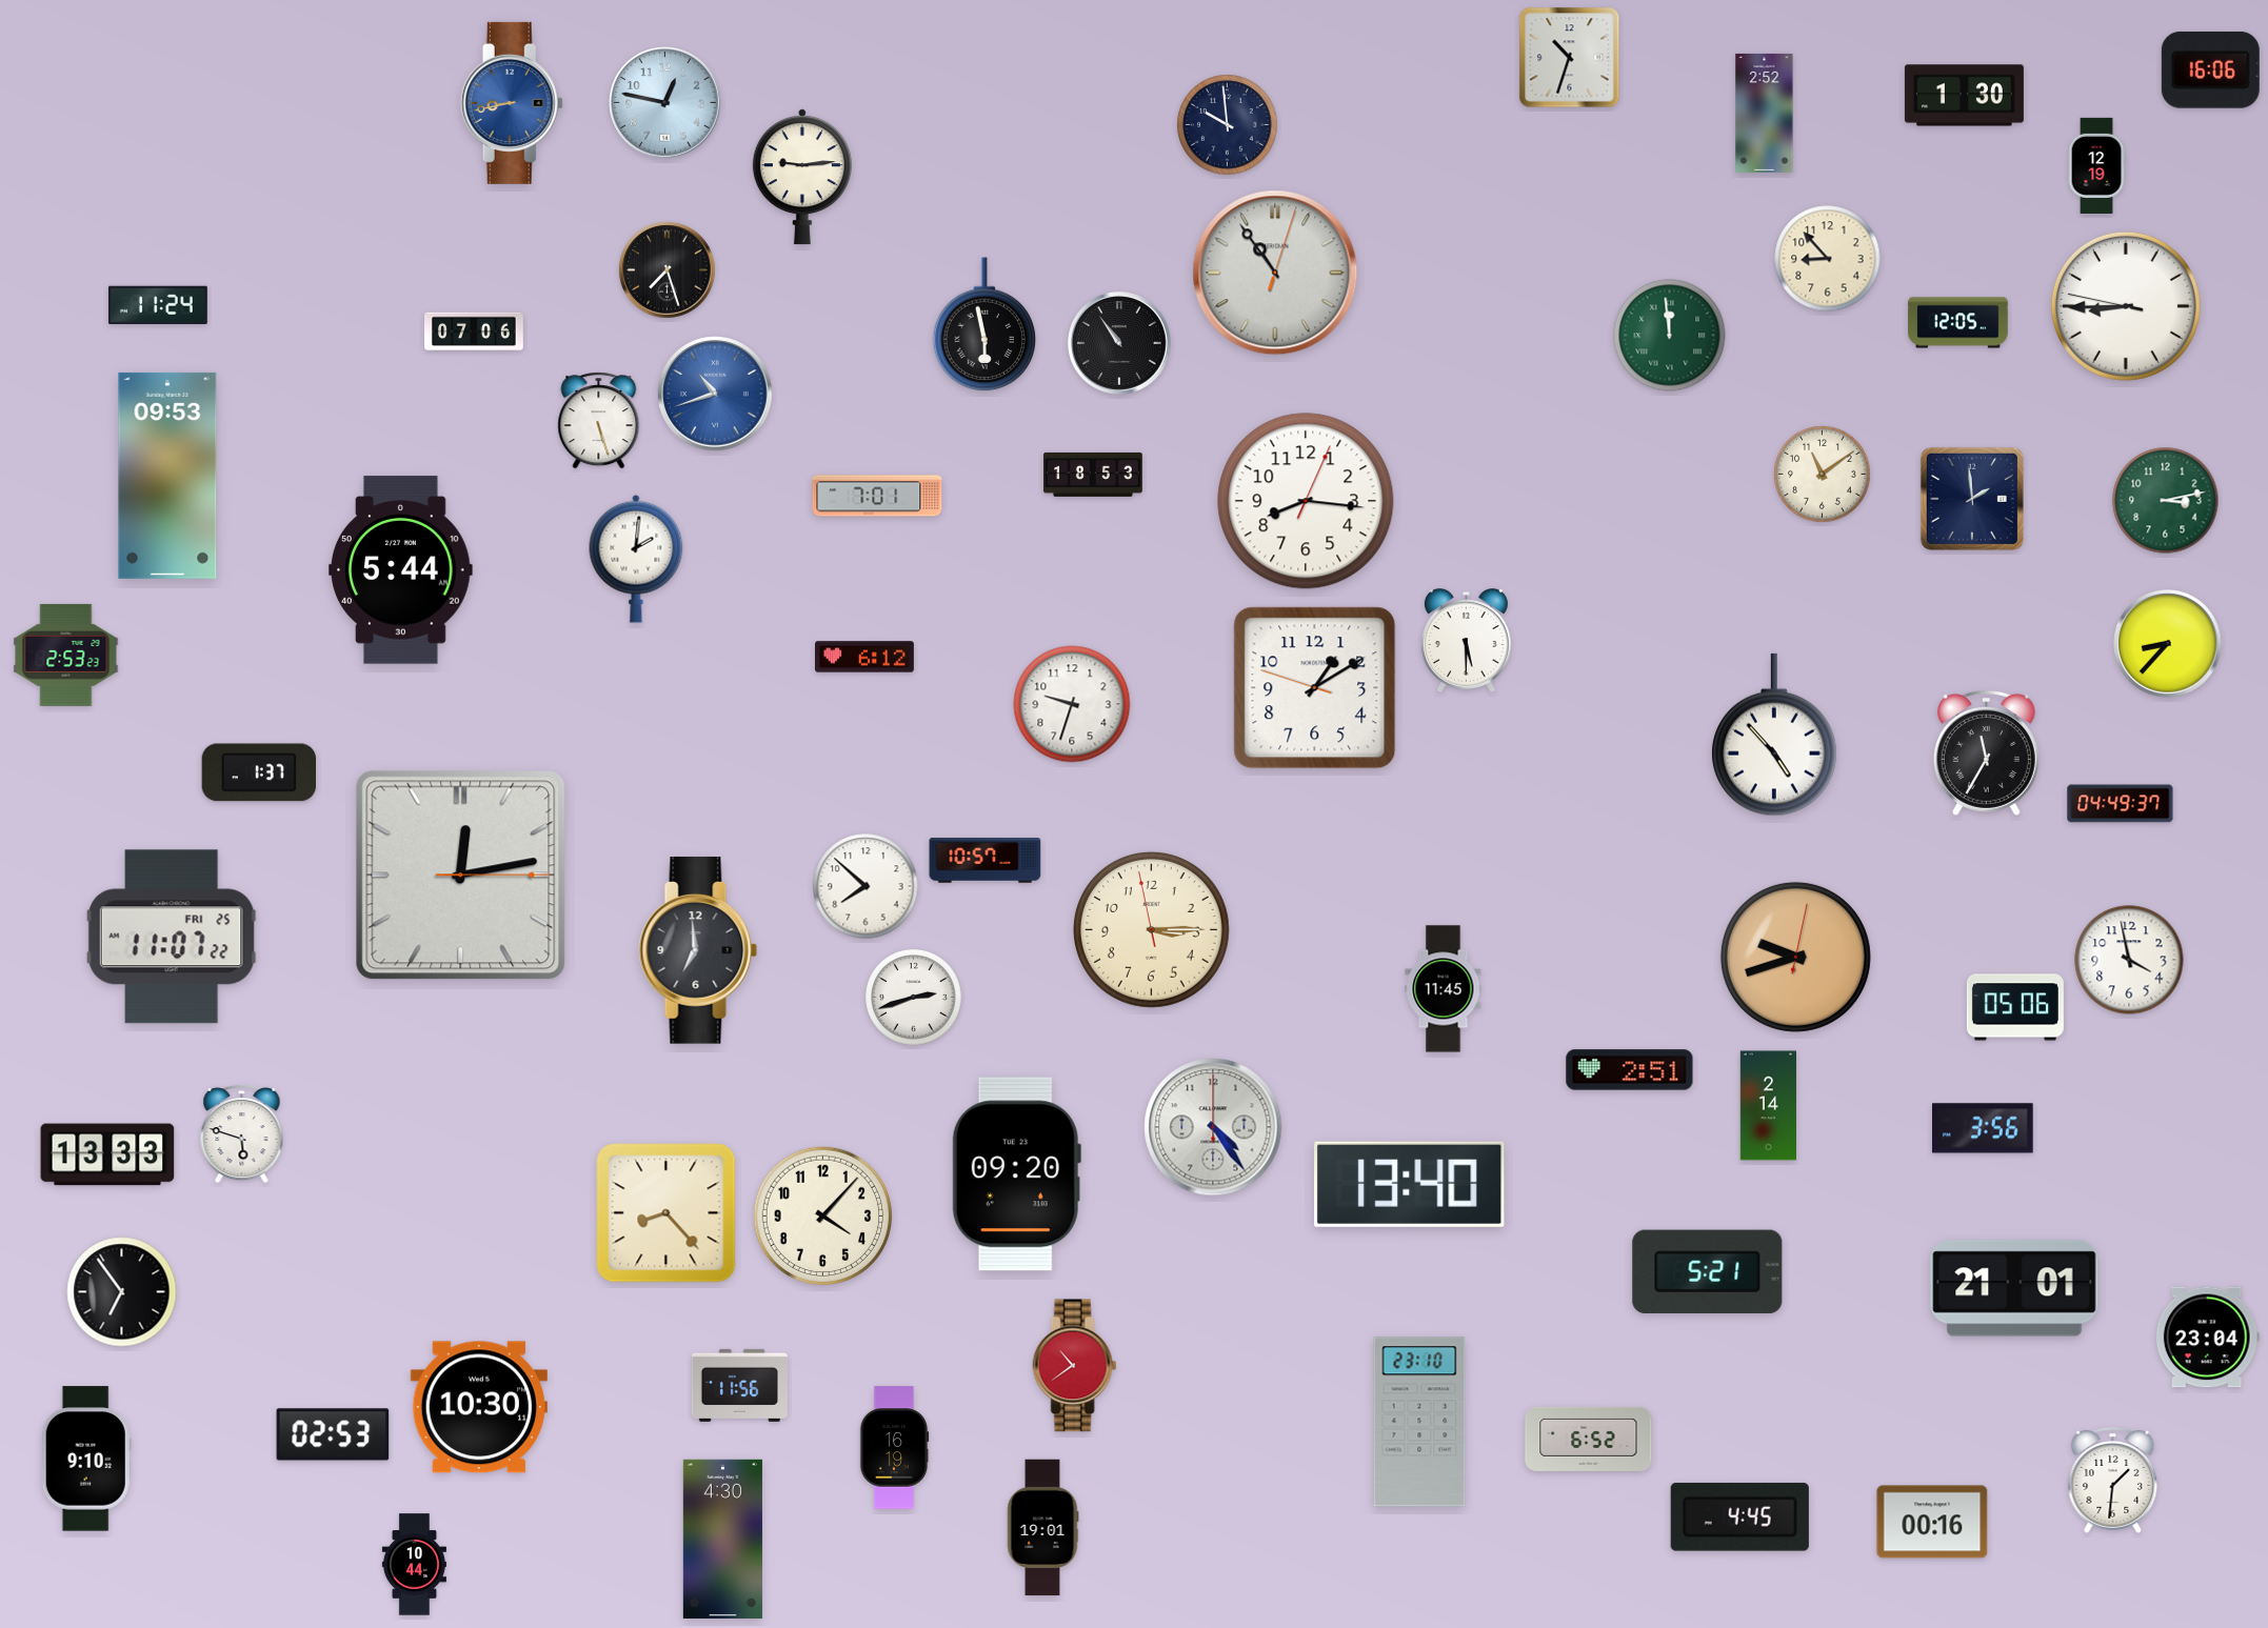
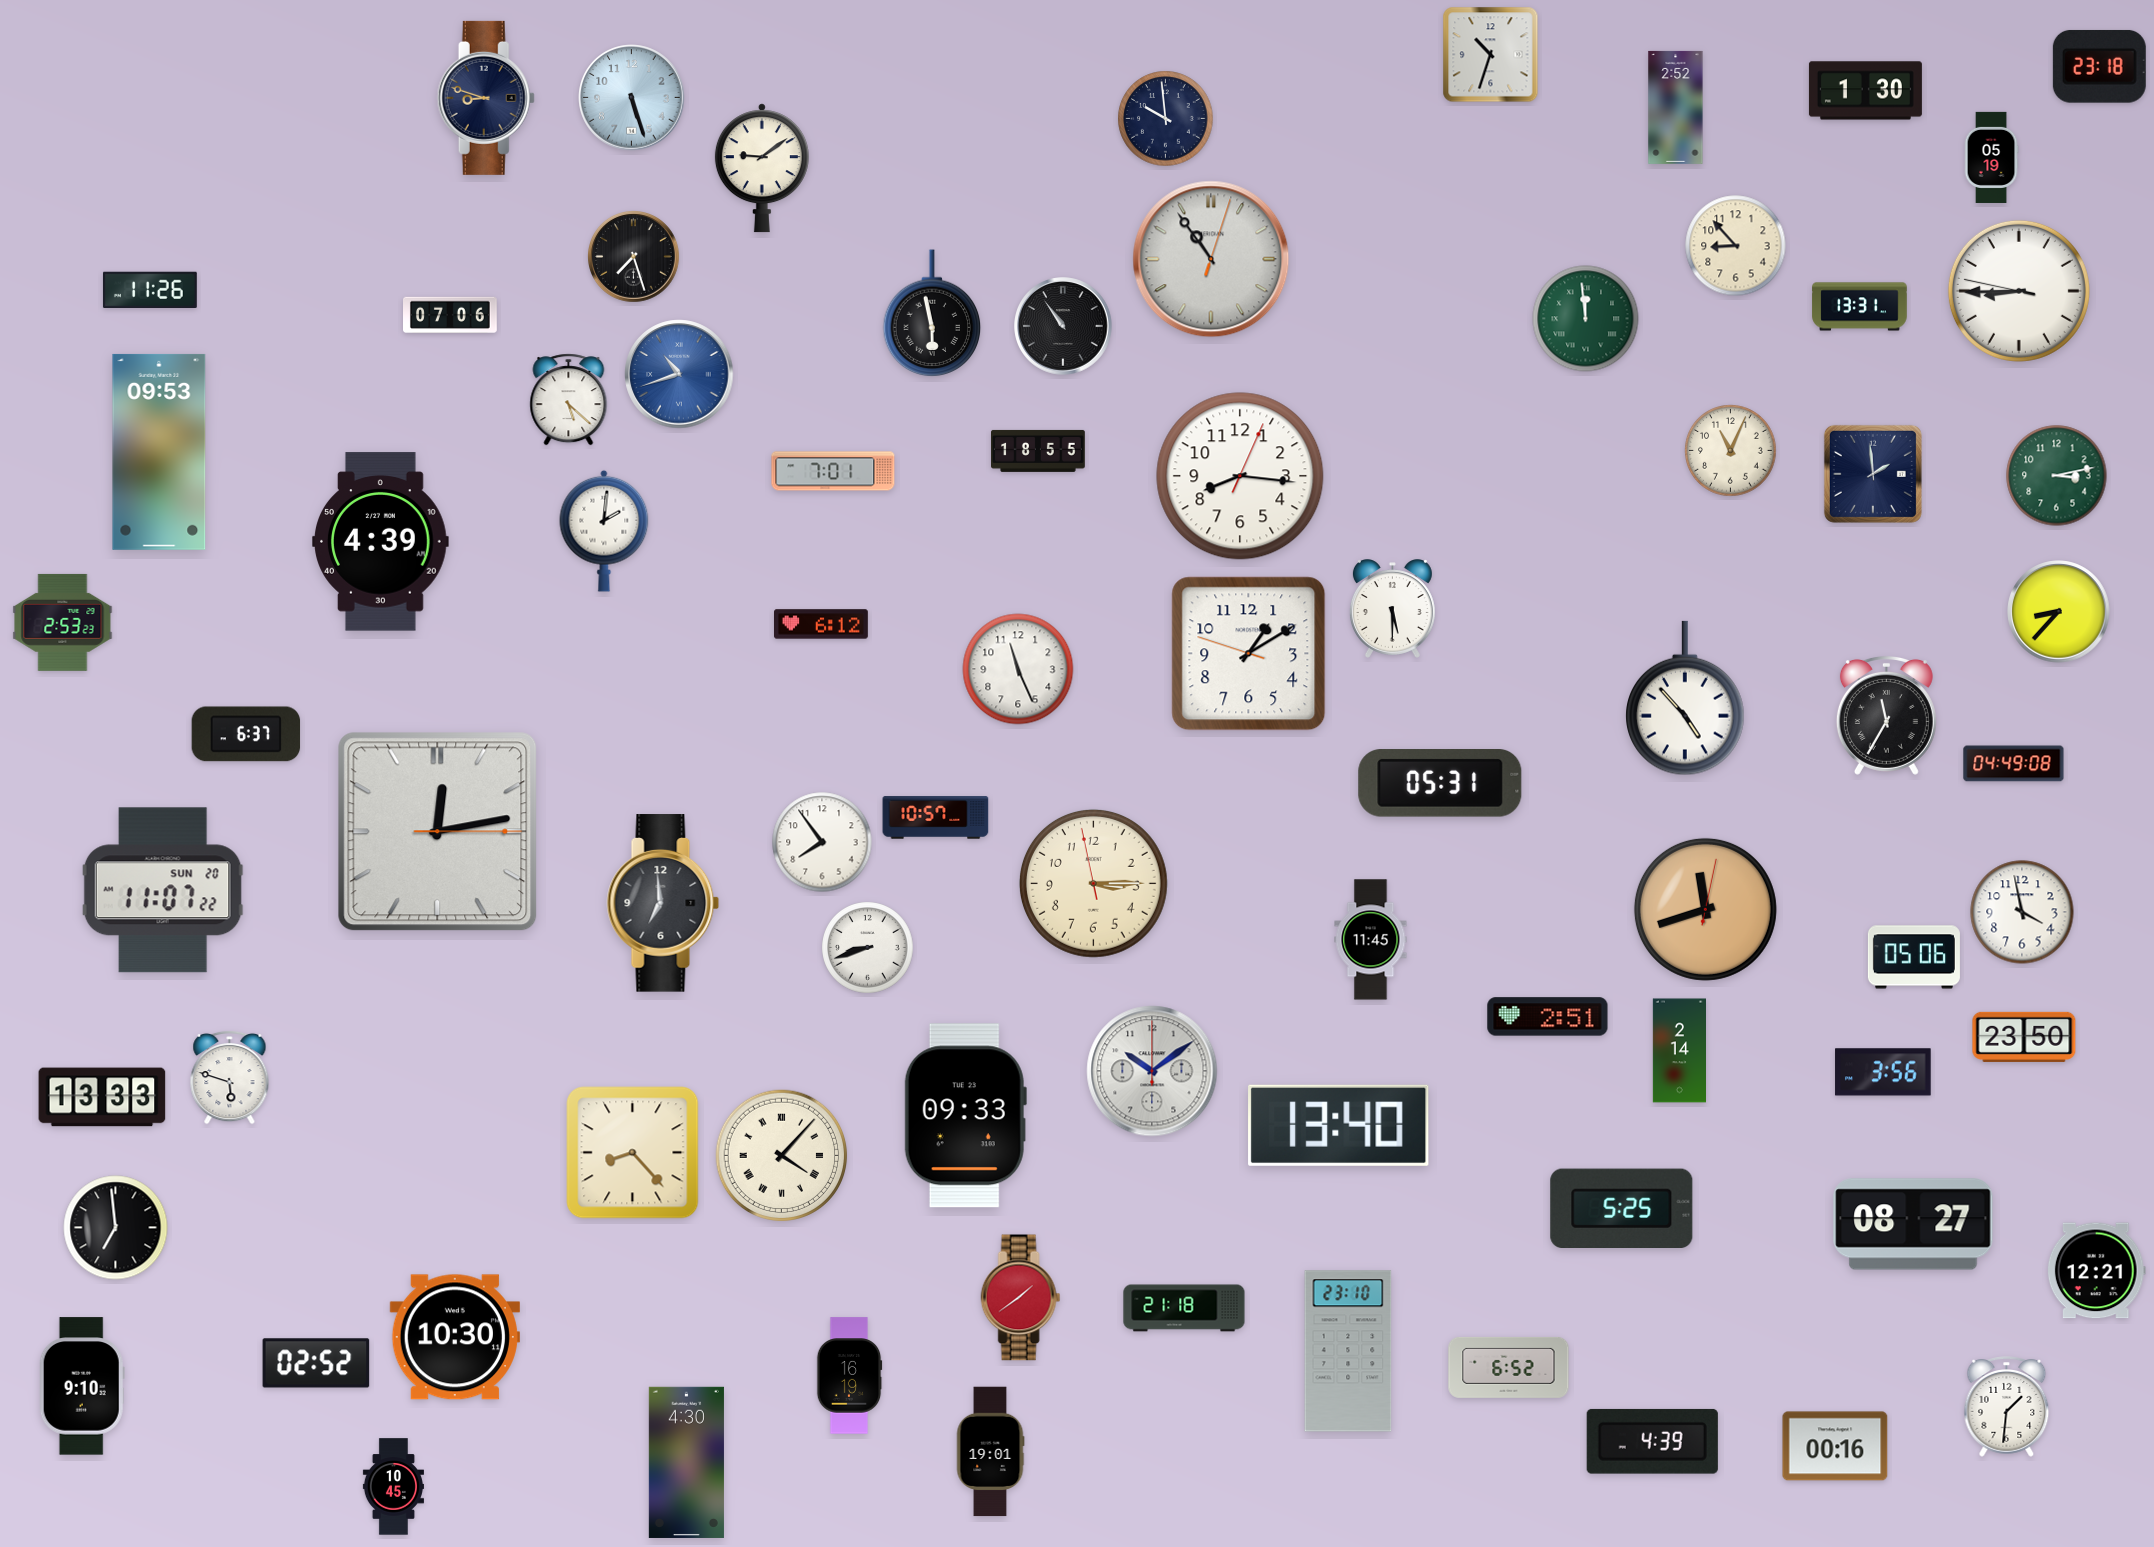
clock at (2210, 69): 16:06 -> 23:18
clock at (512, 103): 8:43 -> 8:48
clock at (512, 103) dial: blue -> navy
clock at (665, 103): 12:47 -> 5:27
clock at (2096, 165): 12:19 -> 05:19
clock at (802, 177): 9:14 -> 9:09
clock at (158, 304): 11:24 -> 11:26
clock at (1958, 323): 12:05 -> 13:31
clock at (984, 325) position: (984, 325) -> (932, 314)
clock at (599, 421): 5:27 -> 5:22
clock at (1094, 475): 18:53 -> 18:55
clock at (1823, 475): 11:09 -> 11:04
clock at (401, 570): 5:44 -> 4:39
clock at (1072, 704): 9:33 -> 11:26
clock at (259, 772): 1:37 -> 6:37
clock at (2121, 804): 04:49:37 -> 04:49:08
clock at (1440, 784): none -> 05:31
clock at (866, 886): 7:52 -> 7:54
clock at (172, 937) date: FRI 25 -> SUN 20
clock at (1795, 957): 9:42 -> 11:42
clock at (914, 998): 2:42 -> 8:42
clock at (2024, 1037): none -> 23:50
clock at (1213, 1127): 4:24 -> 10:09
clock at (1016, 1174): 09:20 -> 09:33
clock at (823, 1217) numerals: Arabic -> Roman
clock at (1708, 1271): 5:21 -> 5:25
clock at (2014, 1288): 21:01 -> 08:27
clock at (122, 1292): 6:54 -> 6:59
clock at (2207, 1338): 23:04 -> 12:21
clock at (1075, 1366): 10:39 -> 1:39
clock at (1184, 1308): none -> 21:18
clock at (739, 1385): 11:56 -> none
clock at (333, 1434): 02:53 -> 02:52
clock at (1739, 1516): 4:45 -> 4:39
clock at (414, 1565): 10:44 -> 10:45
